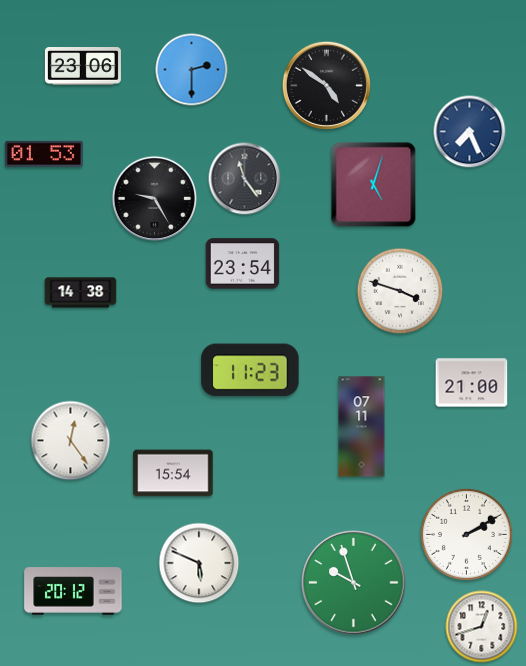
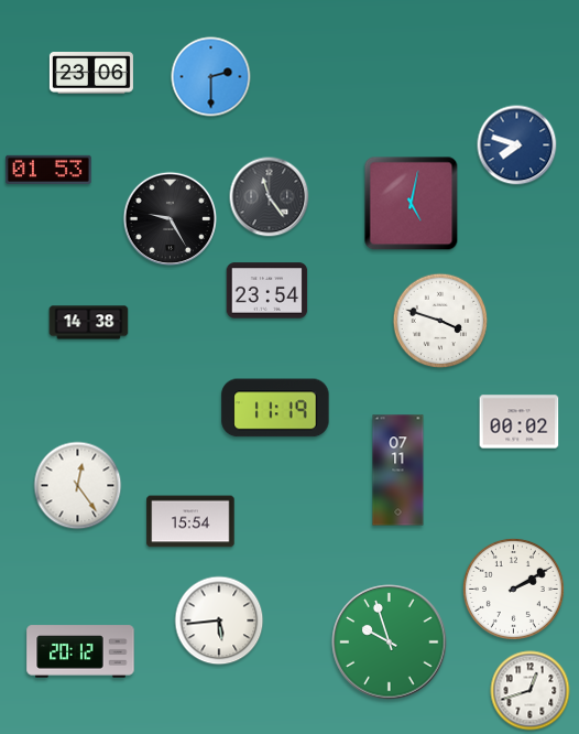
clock at (326, 85): 4:51 -> none
clock at (470, 132): 7:26 -> 7:48
clock at (374, 185): 5:03 -> 5:02
clock at (250, 370): 11:23 -> 11:19
clock at (472, 383): 21:00 -> 00:02
clock at (199, 563): 5:49 -> 5:44
